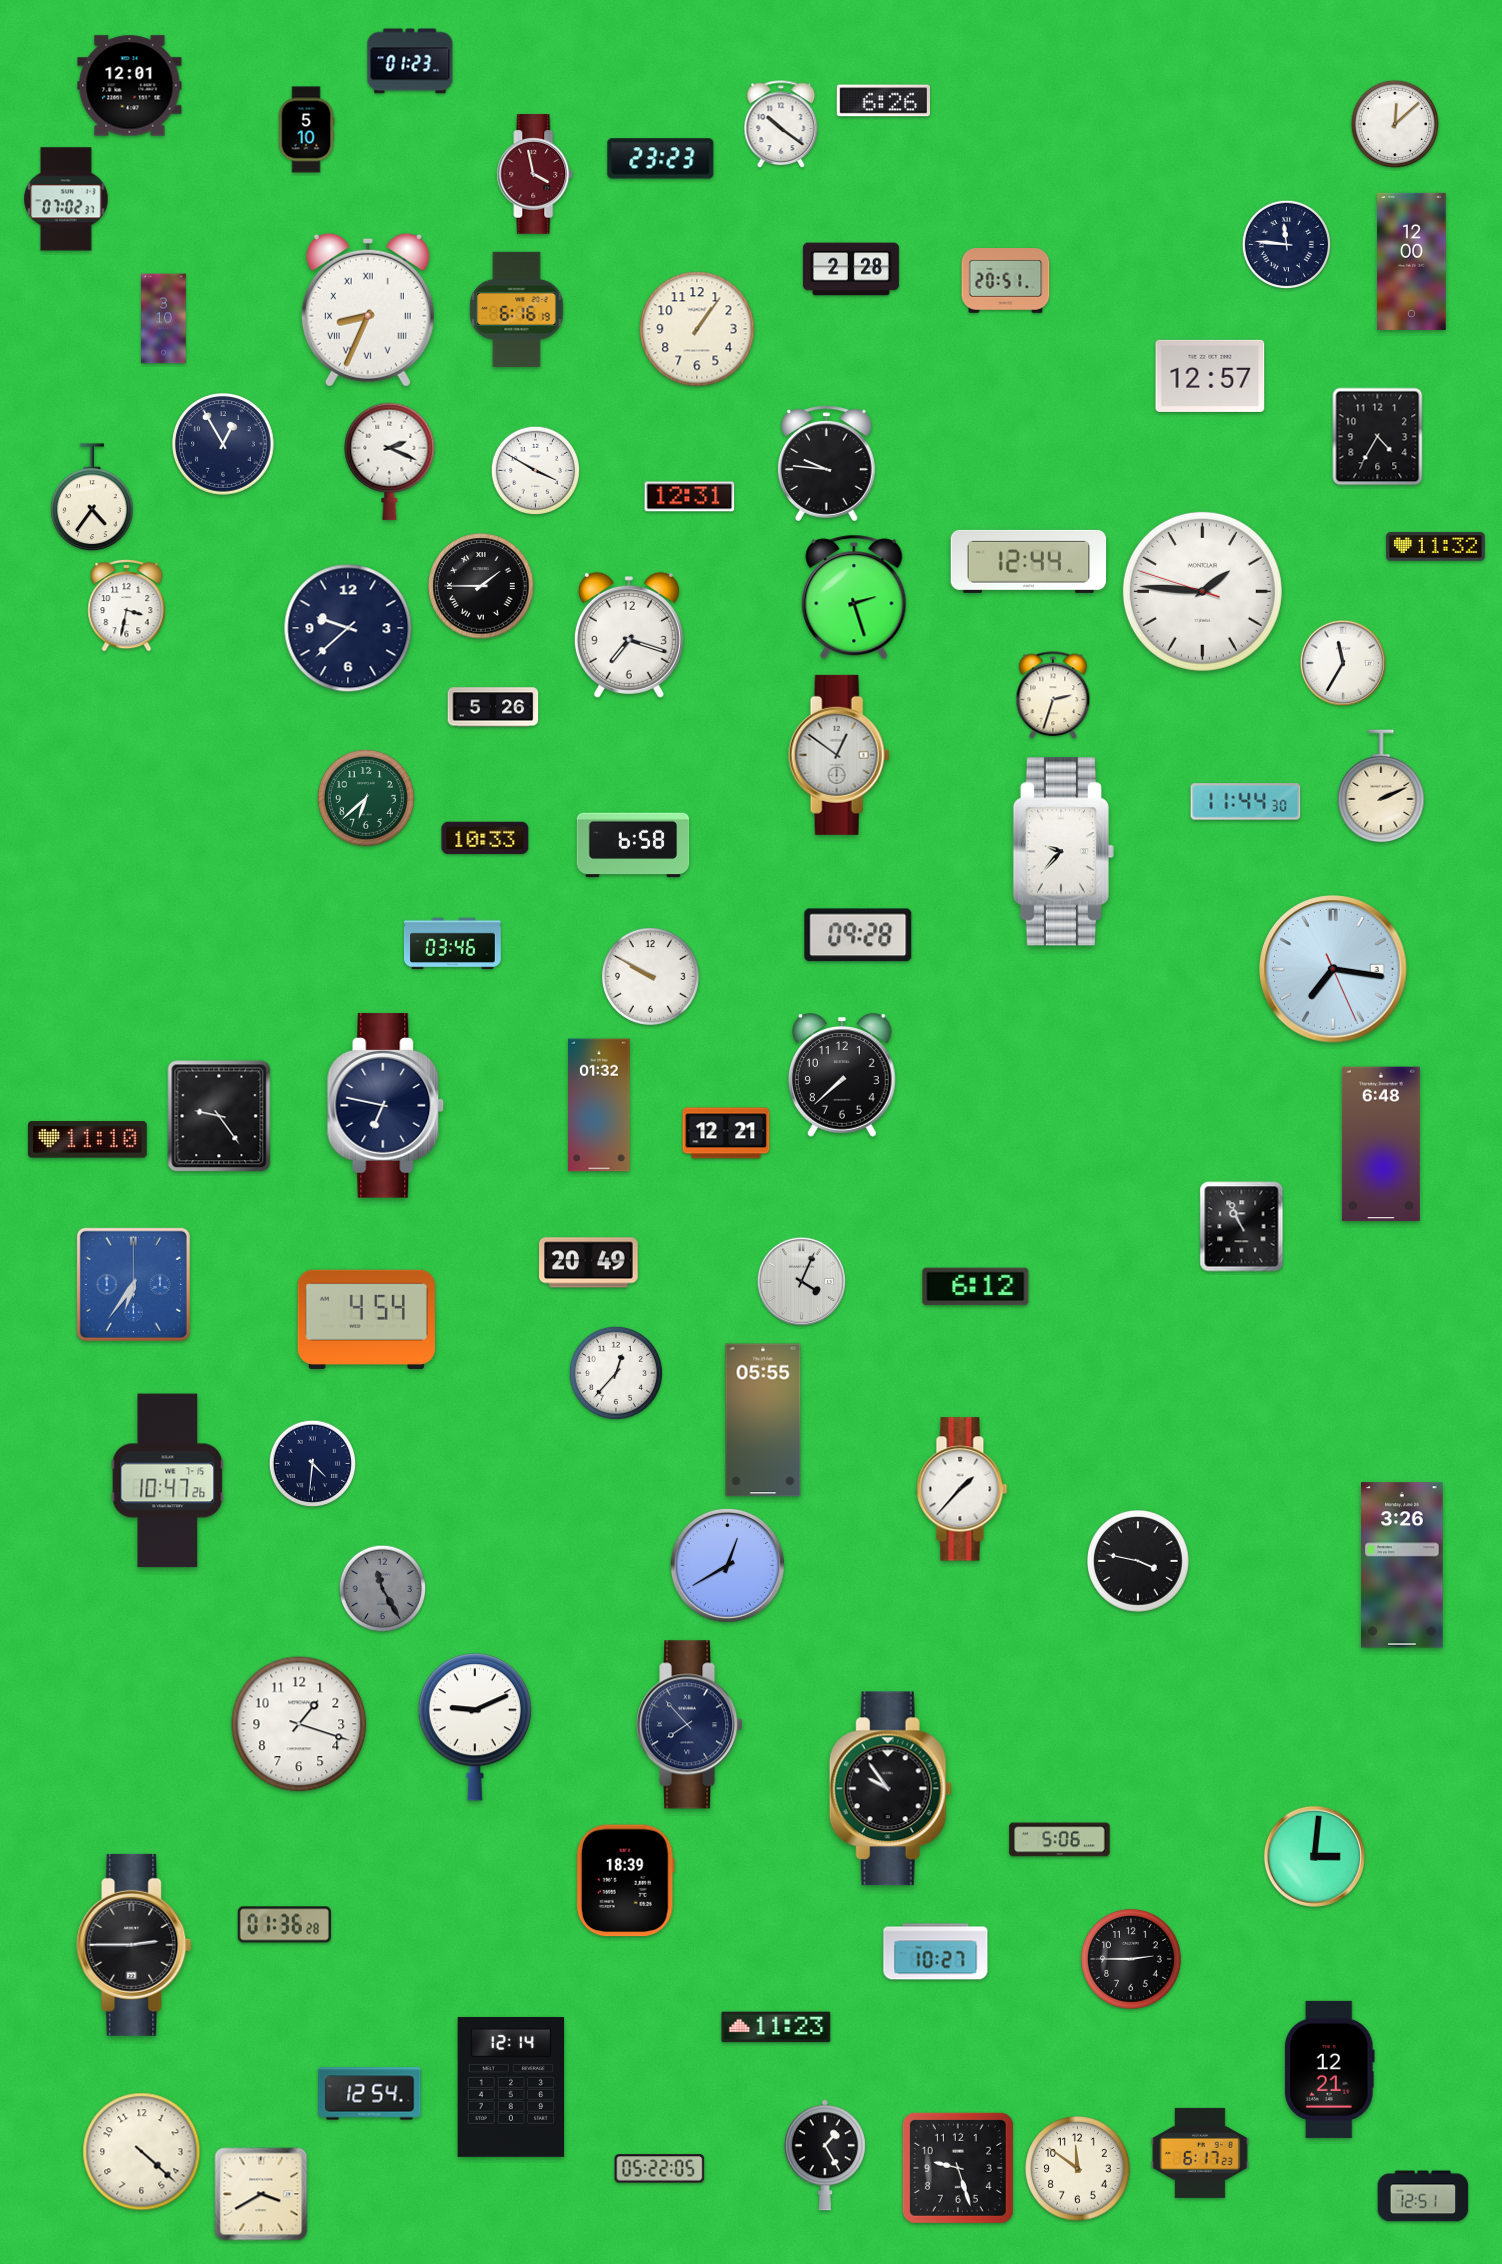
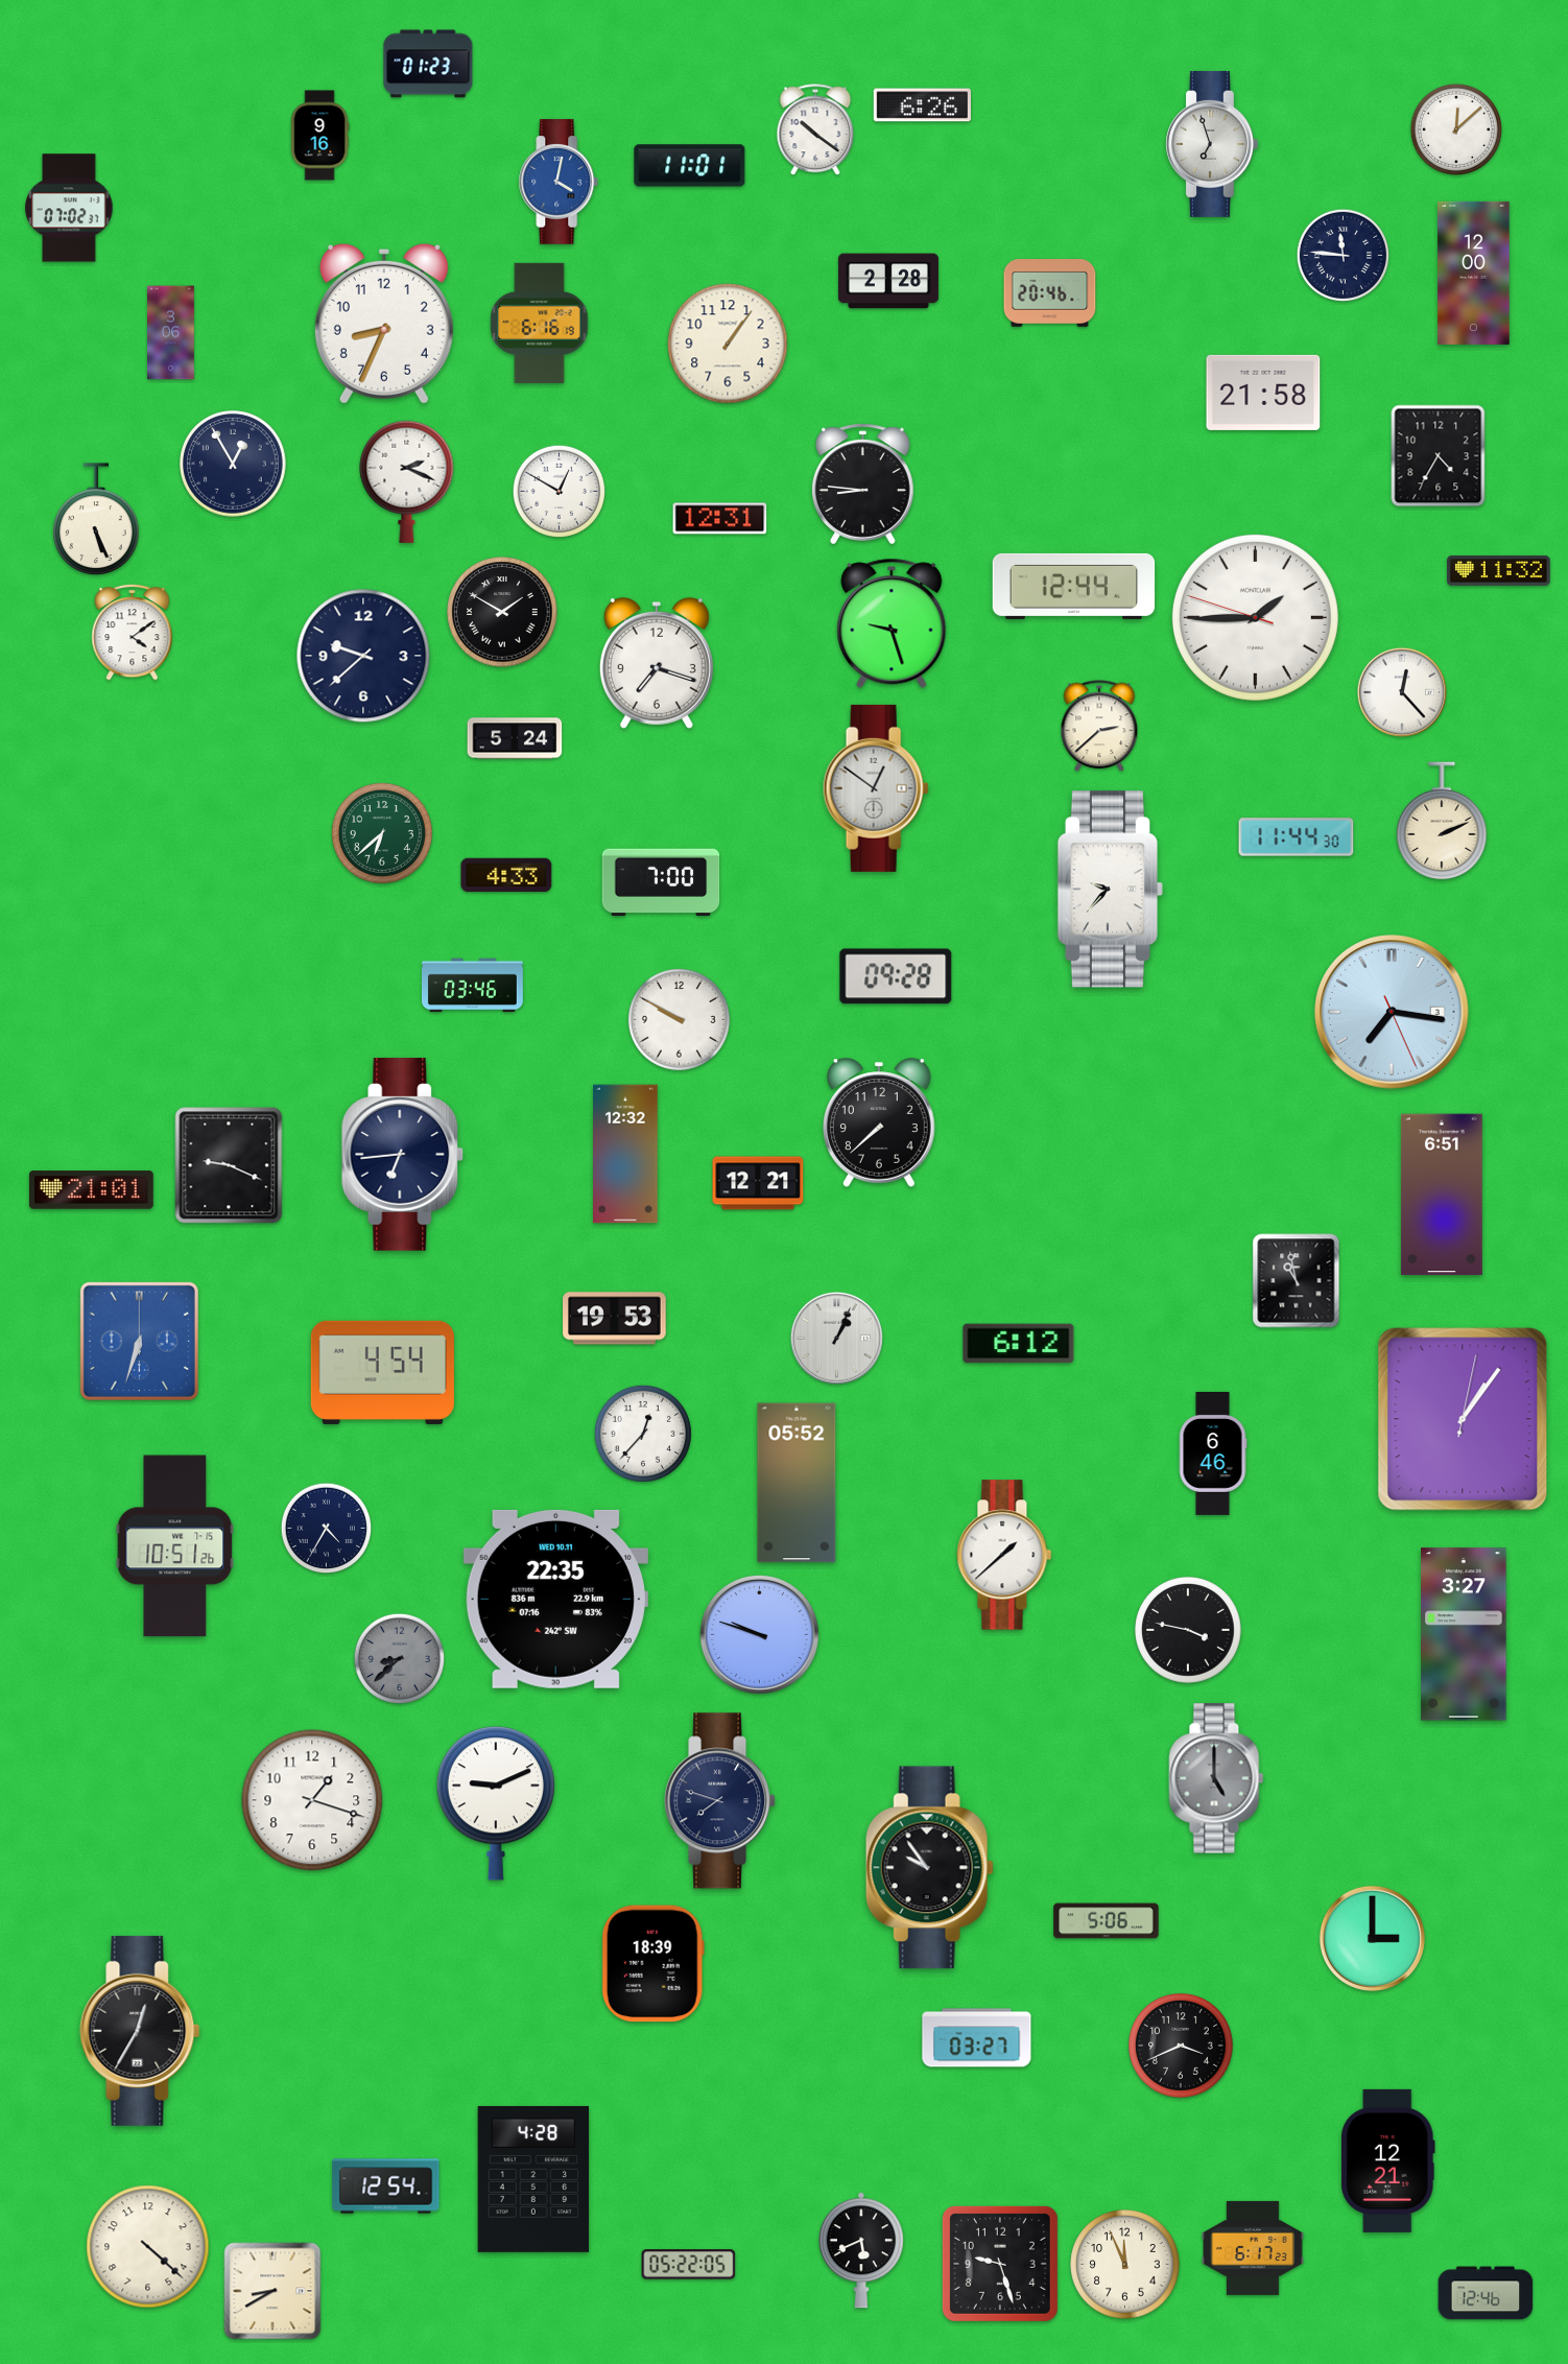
clock at (130, 86): 12:01 -> none
clock at (306, 130): 5:10 -> 9:16
clock at (1212, 144): none -> 6:57
clock at (661, 159): 23:23 -> 11:01
clock at (535, 174): 3:58 -> 4:02
clock at (535, 174) dial: burgundy -> blue
clock at (1006, 281): 20:51 -> 20:46
clock at (368, 310) numerals: Roman -> Arabic
clock at (164, 319): 3:10 -> 3:06
clock at (1210, 376): 12:57 -> 21:58
clock at (826, 464): 9:46 -> 8:46
clock at (535, 470): 3:50 -> 12:50
clock at (92, 497): 4:36 -> 5:26
clock at (481, 586): 1:45 -> 1:50
clock at (1202, 591): 1:45 -> 1:44
clock at (854, 597): 2:27 -> 9:27
clock at (127, 605): 3:32 -> 4:09
clock at (1342, 662): 11:35 -> 12:23
clock at (1053, 696): 2:33 -> 2:38
clock at (493, 707): 5:26 -> 5:24
clock at (1246, 802) position: (1246, 802) -> (1297, 837)
clock at (485, 838): 10:33 -> 4:33
clock at (633, 845): 6:58 -> 7:00
clock at (599, 1105): 01:32 -> 12:32
clock at (386, 1106): 6:47 -> 6:44
clock at (219, 1116): 9:24 -> 9:19
clock at (87, 1140): 11:10 -> 21:01
clock at (1381, 1144): 6:48 -> 6:51
clock at (1242, 1227): 10:56 -> 10:58
clock at (589, 1263): 20:49 -> 19:53
clock at (801, 1281): 4:04 -> 1:04
clock at (133, 1284): 6:36 -> 6:33
clock at (366, 1319) position: (366, 1319) -> (382, 1372)
clock at (1463, 1419): none -> 1:06
clock at (1213, 1453): none -> 6:46
clock at (763, 1420): 05:55 -> 05:52
clock at (313, 1464): 4:31 -> 4:35
clock at (168, 1481): 10:47 -> 10:51
clock at (962, 1489): 1:37 -> 1:38
clock at (555, 1599): none -> 22:35
clock at (727, 1565): 12:40 -> 9:48
clock at (1402, 1565): 3:26 -> 3:27
clock at (383, 1589): 11:25 -> 8:38
clock at (1216, 1778): none -> 5:00
clock at (691, 1725): 7:53 -> 7:48
clock at (1314, 1856): 3:01 -> 3:00
clock at (284, 1925): 01:36 -> none
clock at (134, 1945): 2:45 -> 12:35
clock at (936, 1952): 10:27 -> 03:27
clock at (1132, 1960): 2:45 -> 3:41
clock at (776, 2027): 11:23 -> none
clock at (511, 2087): 12:14 -> 4:28
clock at (825, 2155): 1:25 -> 5:41
clock at (1078, 2169): 11:51 -> 11:56
clock at (261, 2194): 3:40 -> 8:40
clock at (1423, 2196): 12:51 -> 12:46
